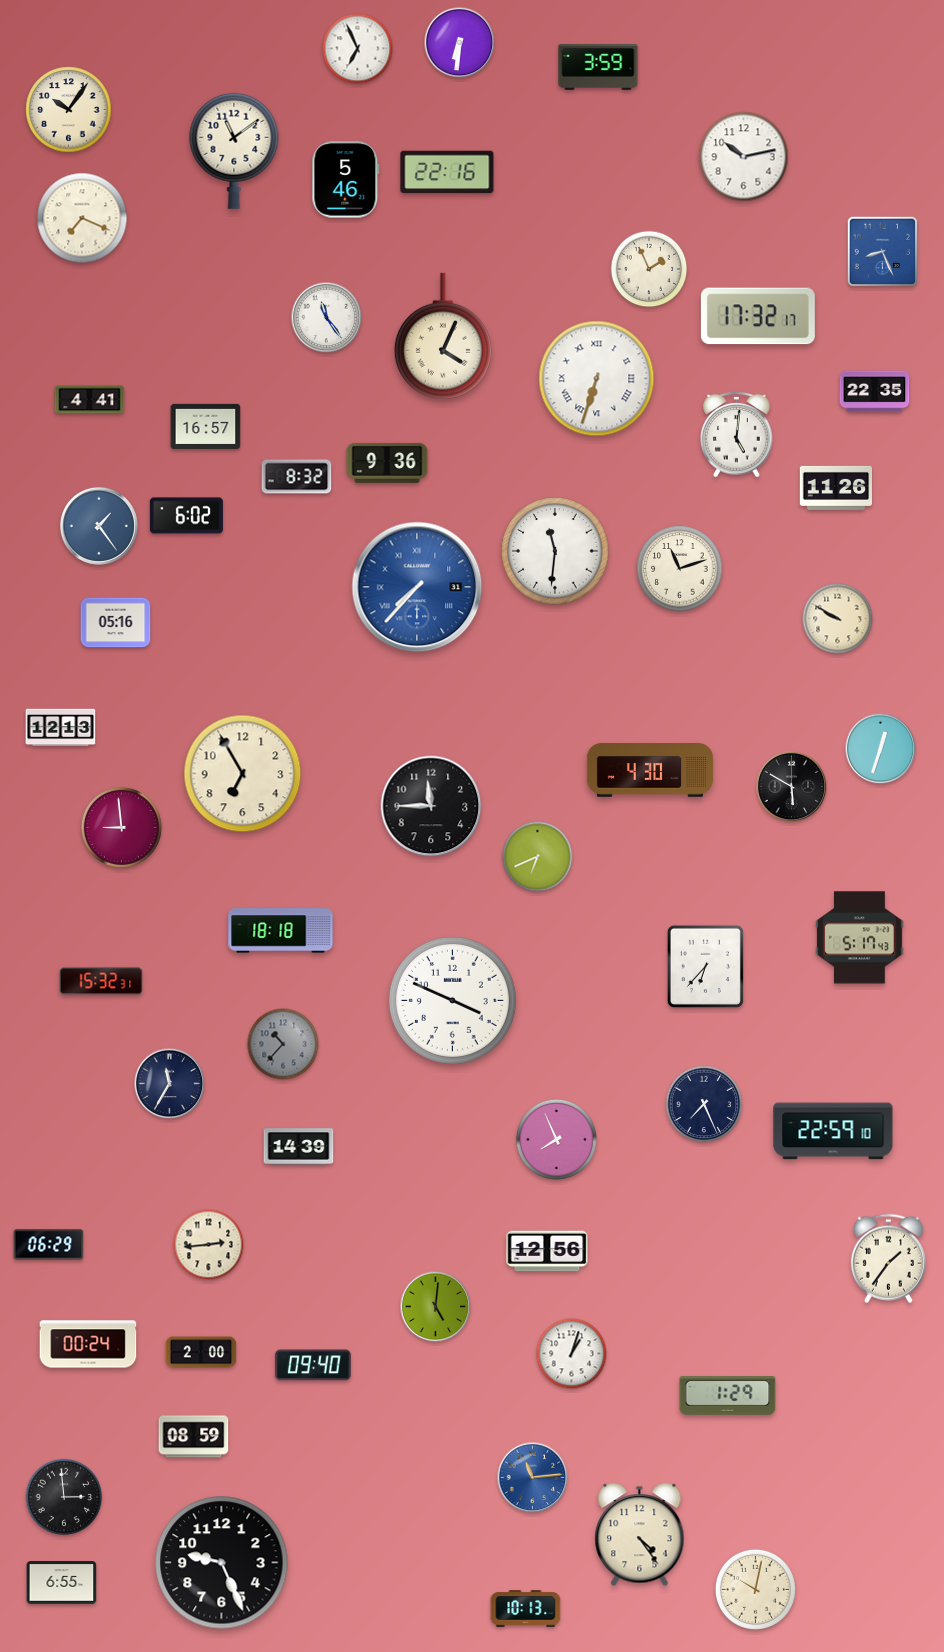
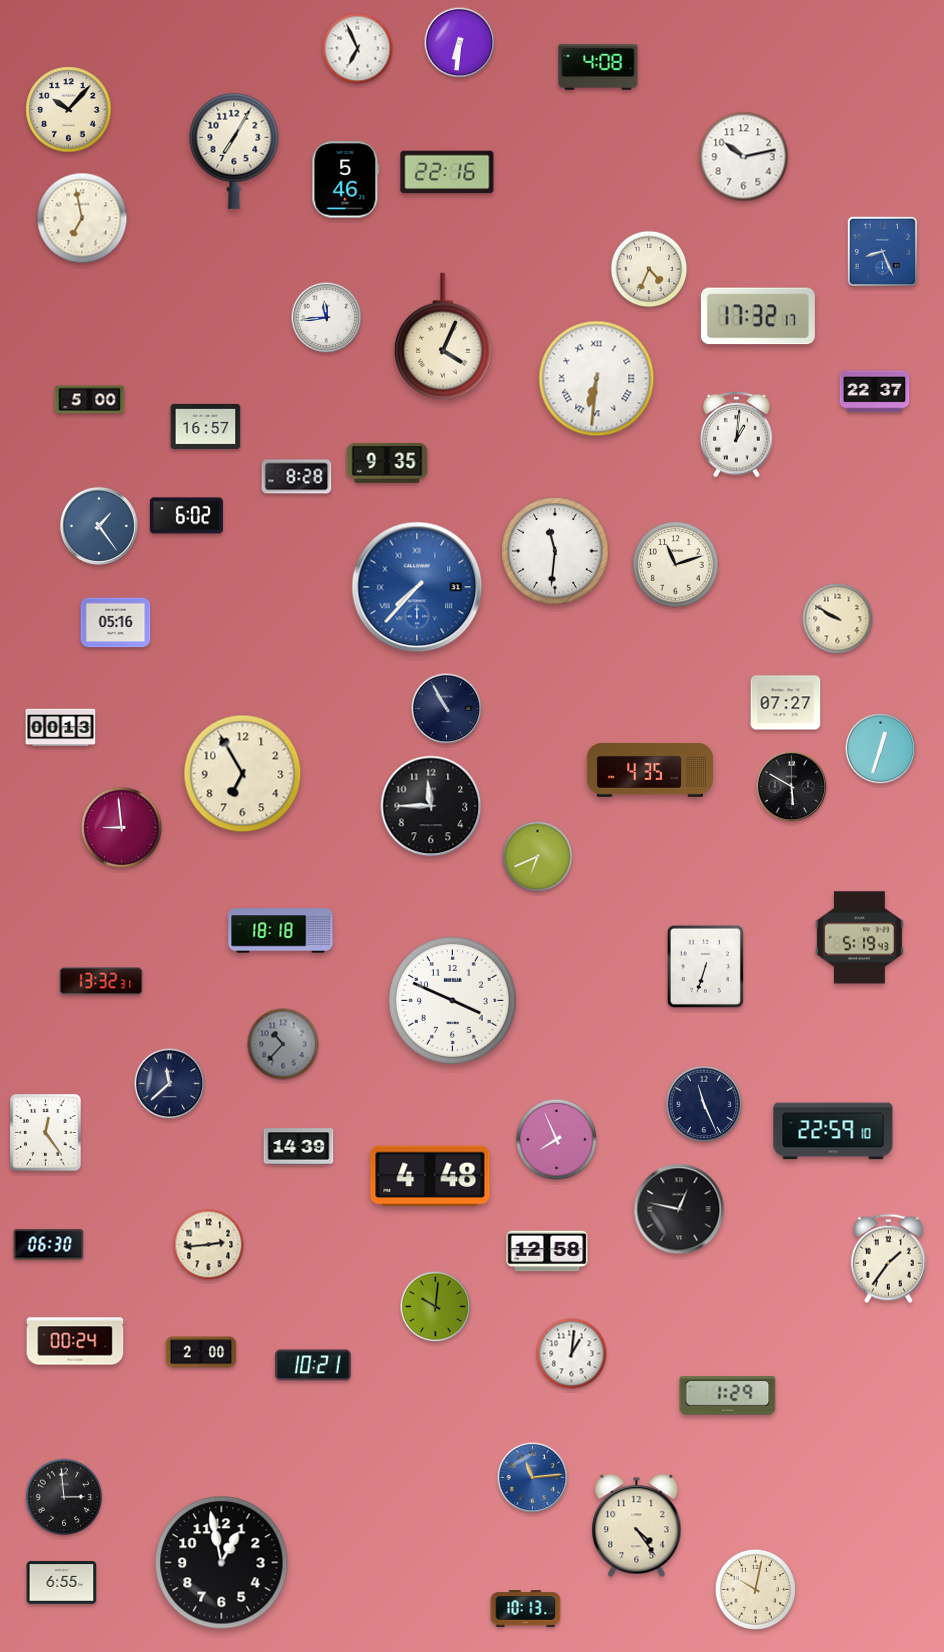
clock at (598, 68): 3:59 -> 4:08
clock at (69, 110): 10:06 -> 10:07
clock at (234, 151): 11:09 -> 7:05
clock at (82, 218): 7:19 -> 6:58
clock at (649, 269): 1:56 -> 4:34
clock at (327, 318): 11:24 -> 11:44
clock at (597, 379): 6:33 -> 6:31
clock at (875, 392): 22:35 -> 22:37
clock at (90, 400): 4:41 -> 5:00
clock at (737, 434): 5:01 -> 1:01
clock at (387, 463): 9:36 -> 9:35
clock at (297, 477): 8:32 -> 8:28
clock at (835, 488): 11:26 -> none
clock at (680, 569) position: (680, 569) -> (676, 565)
clock at (786, 703): none -> 07:27
clock at (447, 709): none -> 10:55
clock at (61, 728): 12:13 -> 00:13
clock at (650, 770): 4:30 -> 4:35
clock at (859, 938): 5:17 -> 5:19
clock at (705, 966): 6:37 -> 6:33
clock at (101, 981): 15:32 -> 13:32
clock at (170, 1084): 11:35 -> 11:38
clock at (704, 1104): 7:26 -> 11:26
clock at (46, 1133): none -> 12:24
clock at (430, 1176): none -> 4:48
clock at (679, 1209): none -> 12:47
clock at (49, 1245): 06:29 -> 06:30
clock at (547, 1251): 12:56 -> 12:58
clock at (436, 1307): 5:01 -> 10:01
clock at (88, 1344) position: (88, 1344) -> (75, 1341)
clock at (572, 1354): 1:03 -> 1:01
clock at (313, 1365): 09:40 -> 10:21
clock at (194, 1437): 08:59 -> none
clock at (640, 1535) position: (640, 1535) -> (637, 1526)
clock at (222, 1563): 9:26 -> 12:58
